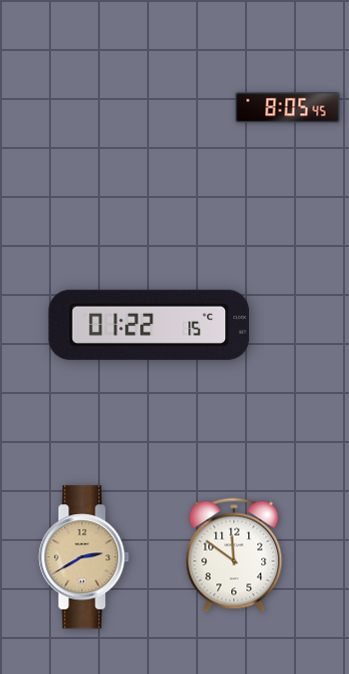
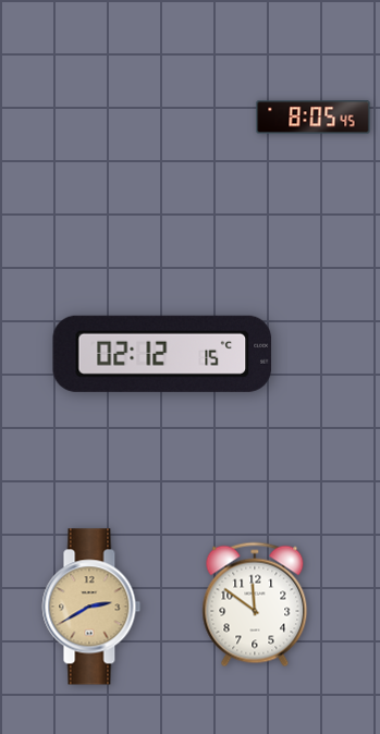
clock at (149, 325): 01:22 -> 02:12
